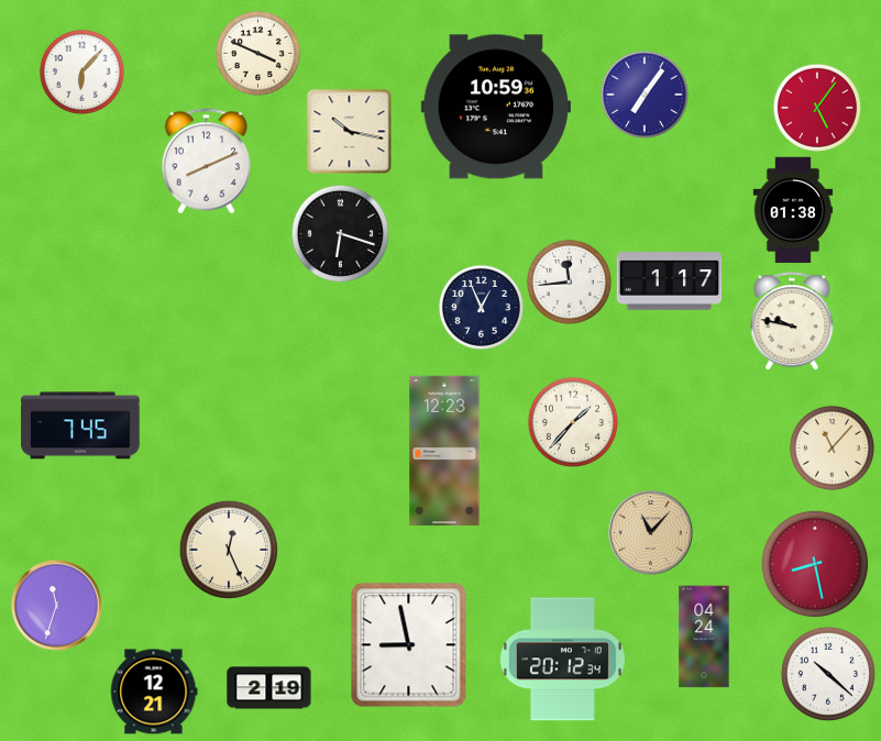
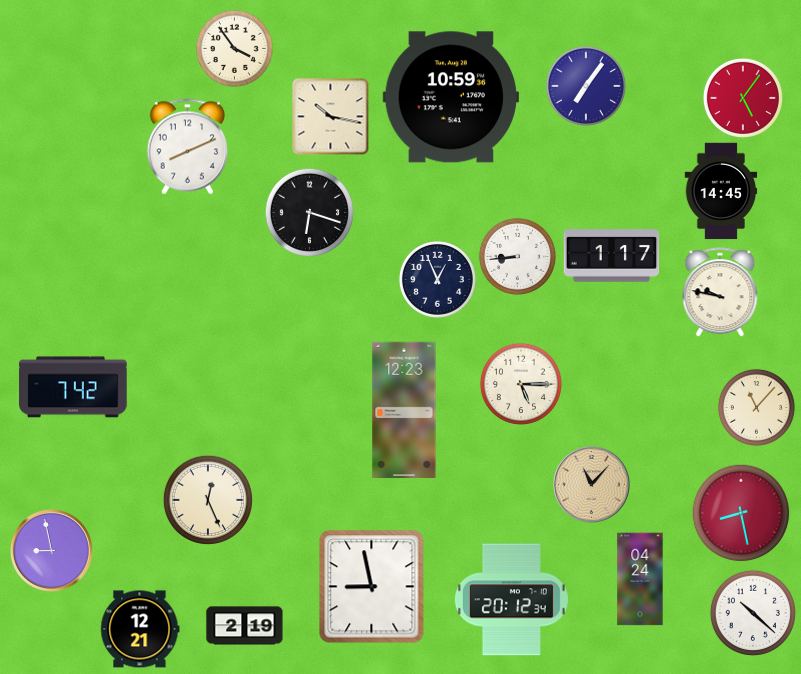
clock at (257, 53): 3:49 -> 3:54
clock at (81, 71): 6:07 -> none
clock at (350, 132) position: (350, 132) -> (331, 117)
clock at (793, 210): 01:38 -> 14:45
clock at (569, 281): 11:44 -> 8:44
clock at (670, 281) position: (670, 281) -> (612, 256)
clock at (573, 422): 1:37 -> 5:15
clock at (80, 425): 7:45 -> 7:42
clock at (56, 605): 11:33 -> 8:58
